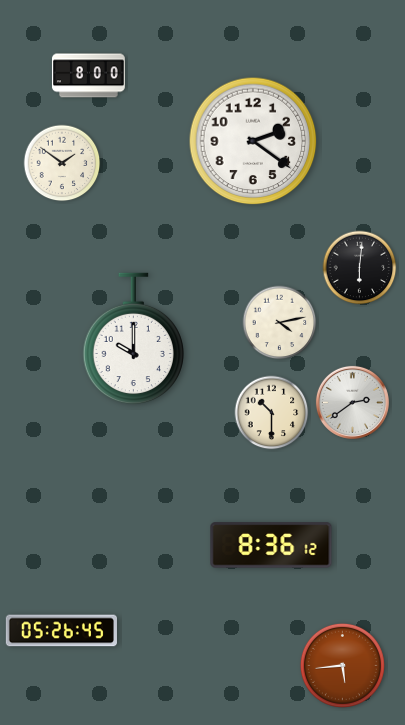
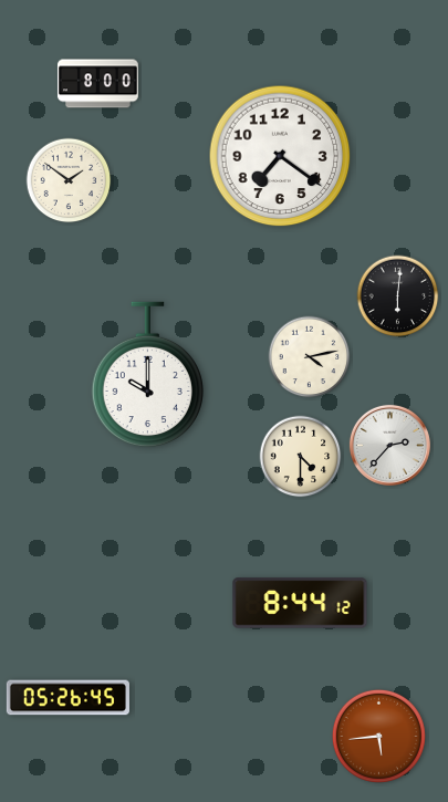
clock at (253, 141): 2:21 -> 7:21
clock at (352, 402): 2:39 -> 2:37
clock at (272, 413): 10:30 -> 4:30
clock at (271, 545): 8:36 -> 8:44
